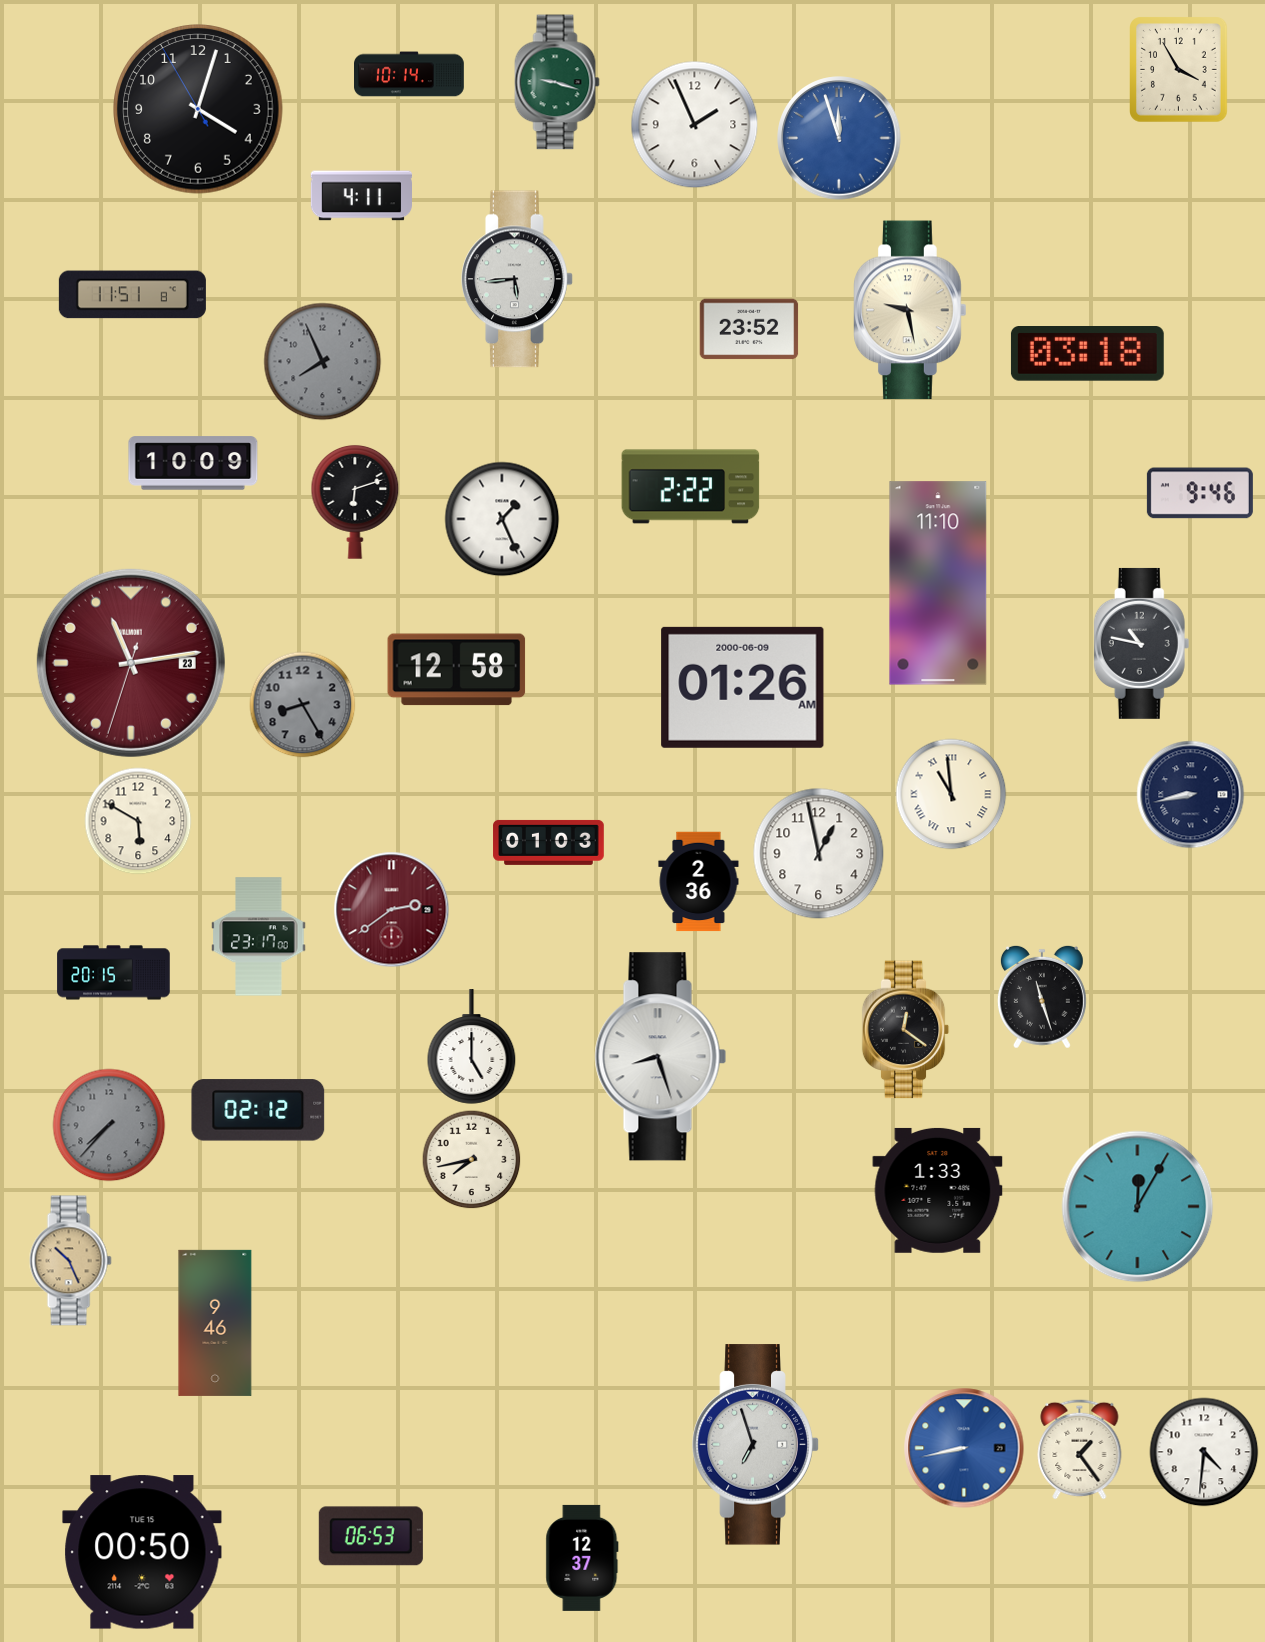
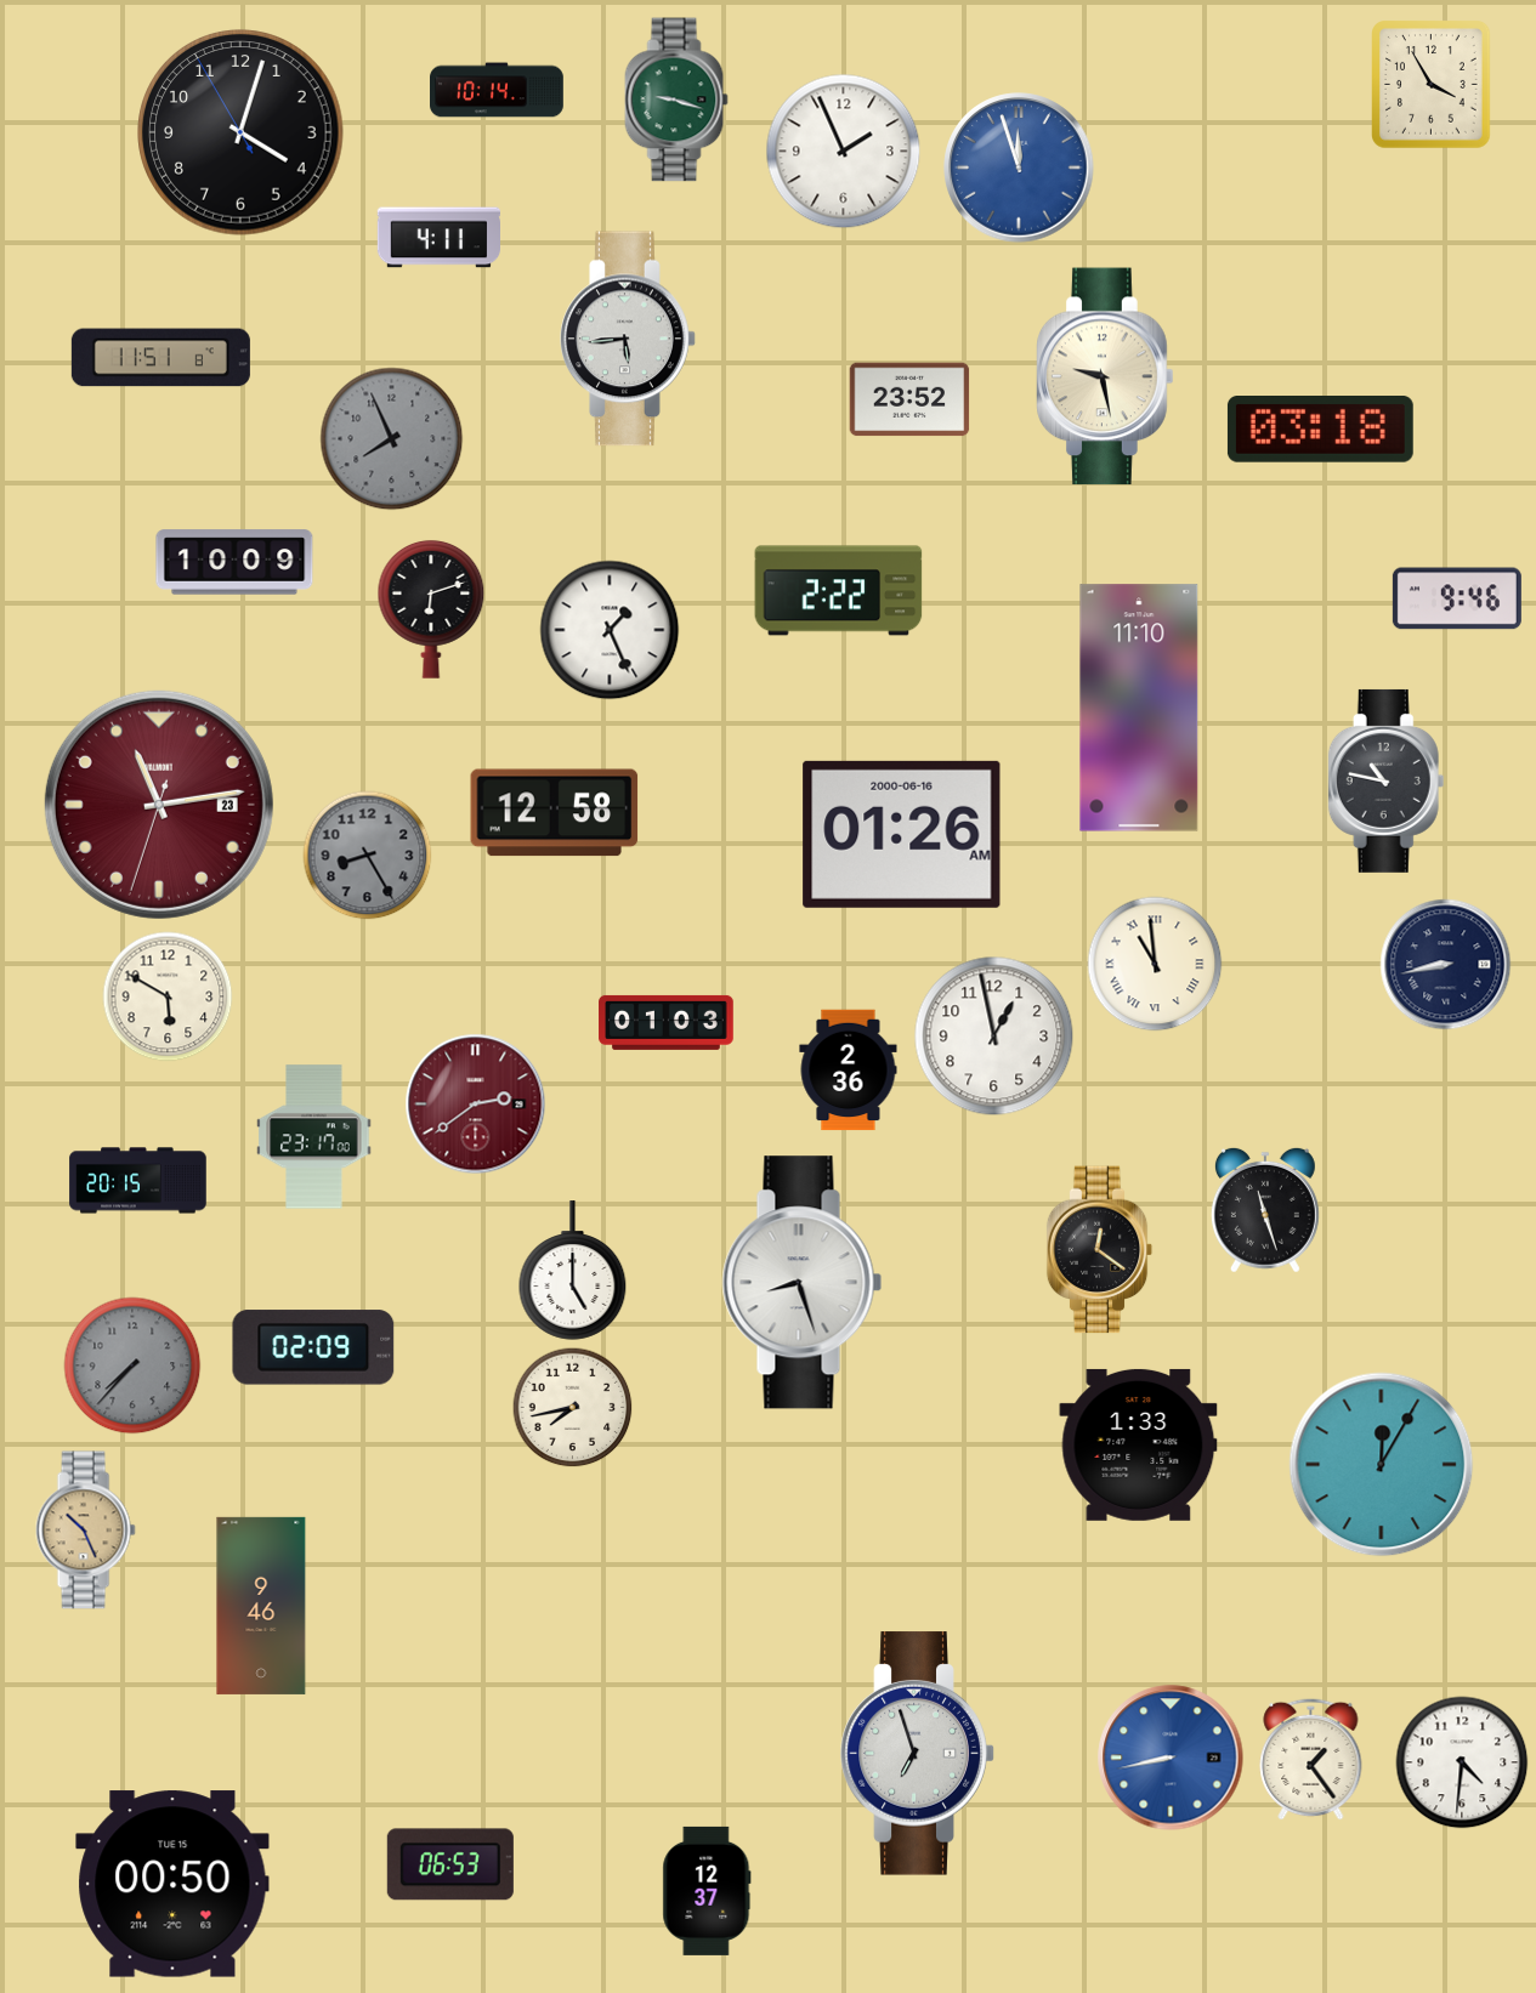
clock at (743, 687) date: 2000-06-09 -> 2000-06-16
clock at (258, 1110): 02:12 -> 02:09
